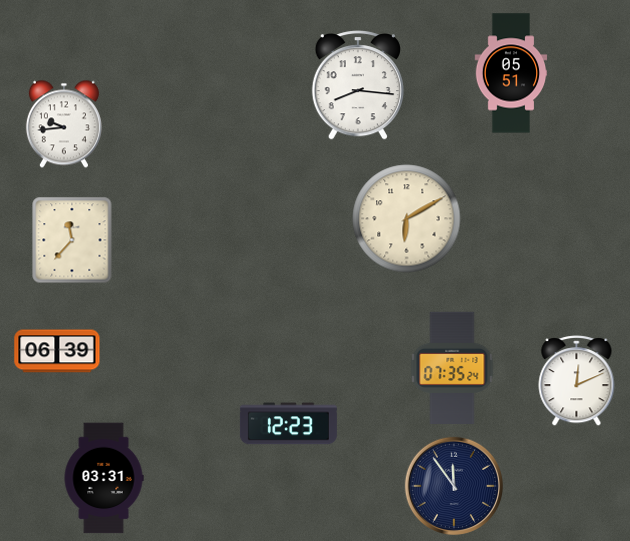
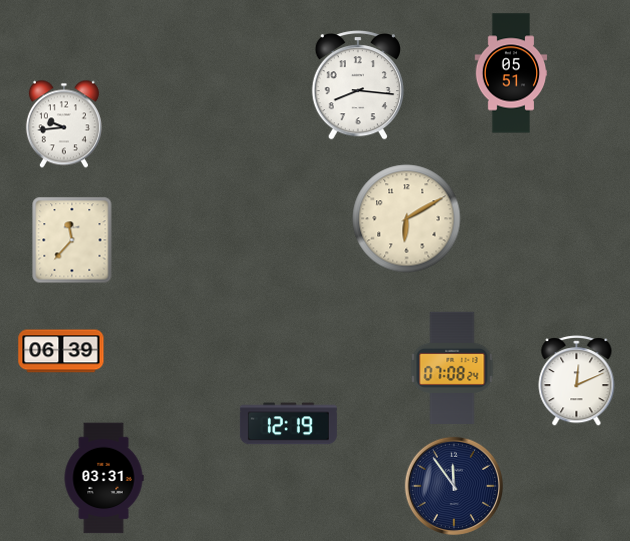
clock at (57, 351) position: (57, 351) -> (61, 351)
clock at (452, 367): 07:35 -> 07:08
clock at (288, 424): 12:23 -> 12:19
